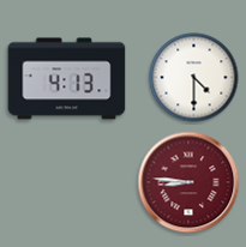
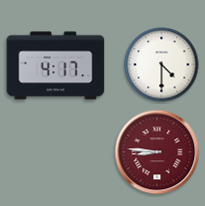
clock at (67, 79): 4:13 -> 4:17
